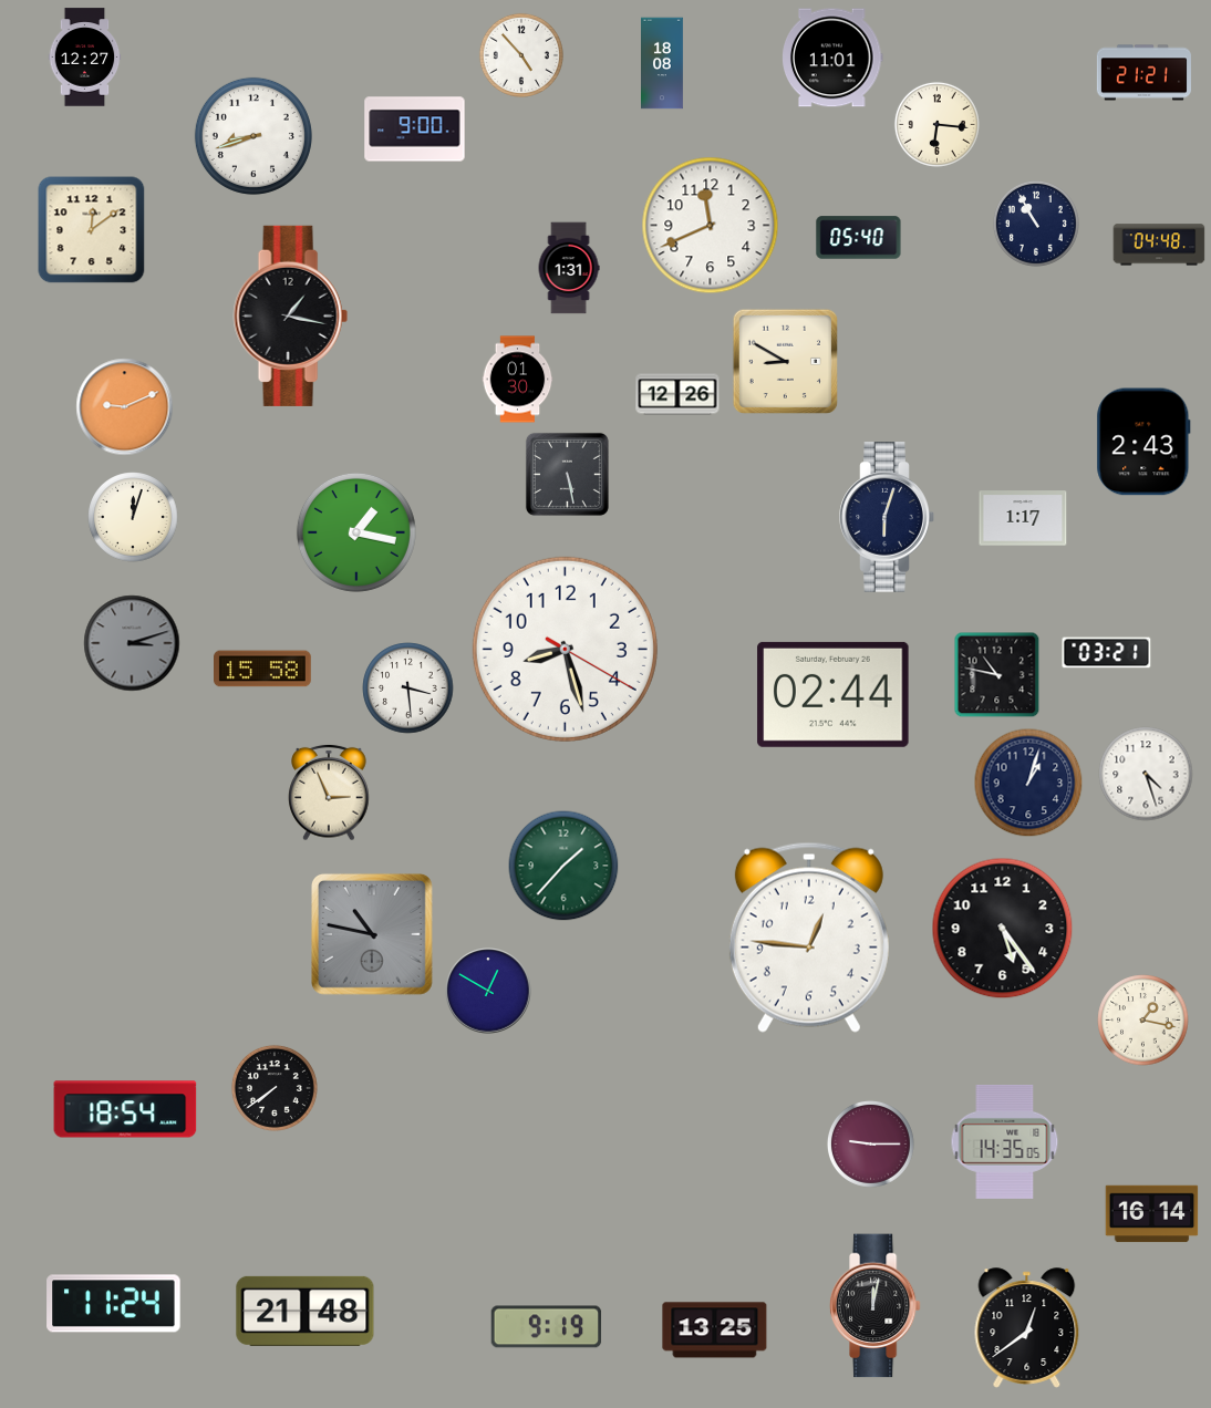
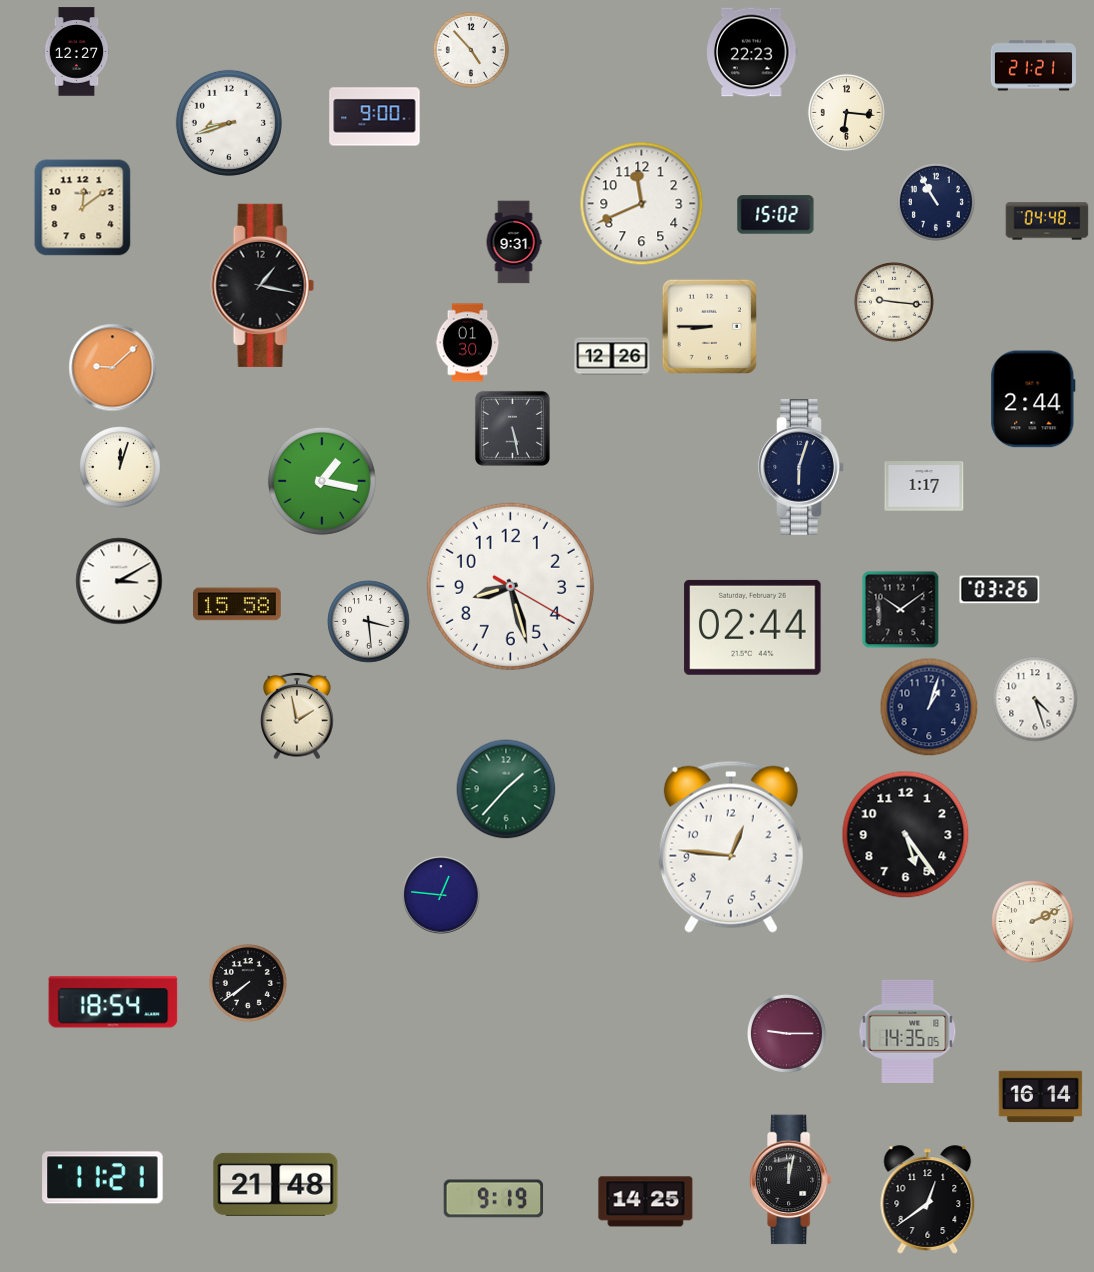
clock at (832, 58): 11:01 -> 22:23
clock at (663, 63): 18:08 -> none
clock at (859, 238): 05:40 -> 15:02
clock at (569, 268): 1:31 -> 9:31
clock at (895, 303): none -> 9:16
clock at (785, 361): 8:50 -> 8:45
clock at (125, 407): 9:11 -> 9:08
clock at (1143, 442): 2:43 -> 2:44
clock at (1023, 518) position: (1023, 518) -> (924, 486)
clock at (132, 643): 3:12 -> 3:10
clock at (132, 643) dial: grey -> white
clock at (1107, 653): 03:21 -> 03:26
clock at (997, 675): 10:47 -> 10:09
clock at (329, 793): 2:56 -> 1:58
clock at (563, 866) position: (563, 866) -> (506, 789)
clock at (1003, 929) position: (1003, 929) -> (906, 835)
clock at (372, 934): 10:47 -> none
clock at (488, 991): 12:50 -> 12:46
clock at (1143, 1021): 1:17 -> 2:11
clock at (114, 1304): 11:24 -> 11:21
clock at (715, 1331): 13:25 -> 14:25
